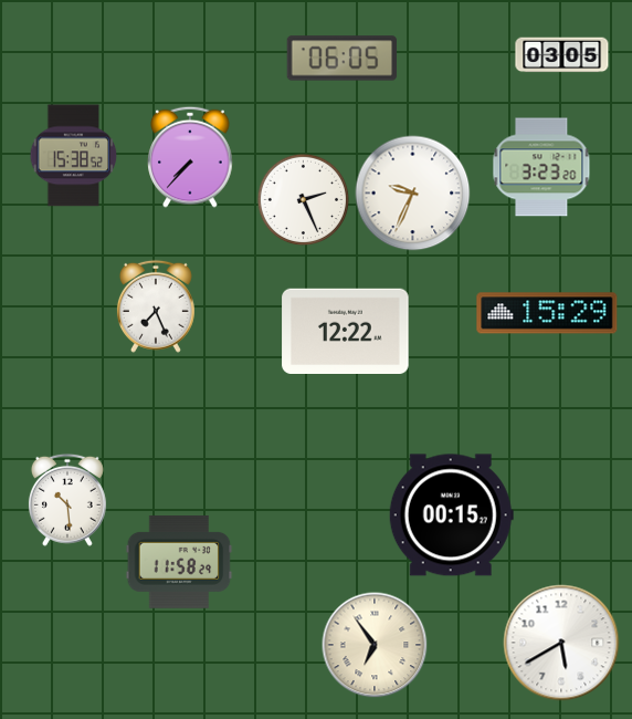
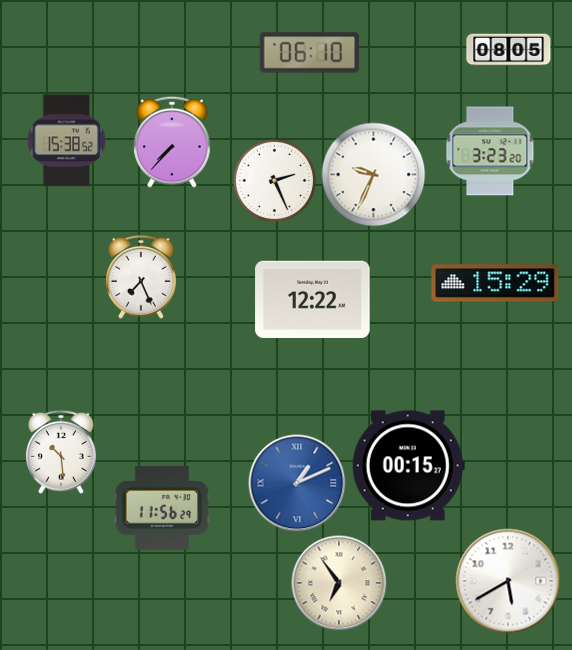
clock at (562, 55): 03:05 -> 08:05
clock at (343, 59): 06:05 -> 06:10
clock at (297, 483): none -> 1:11
clock at (179, 562): 11:58 -> 11:56
